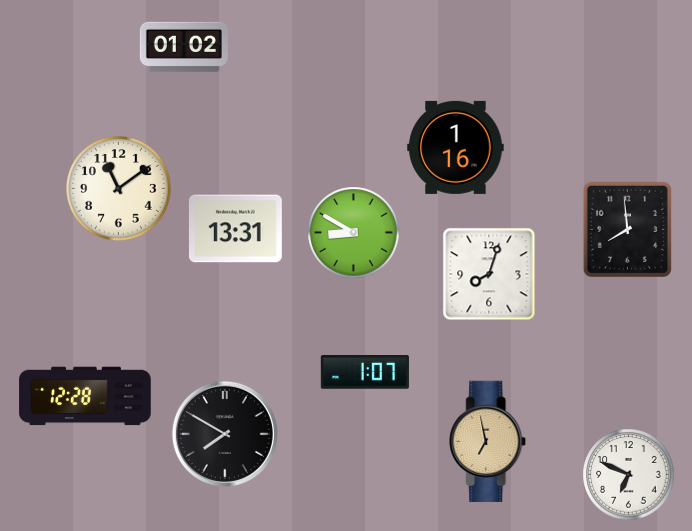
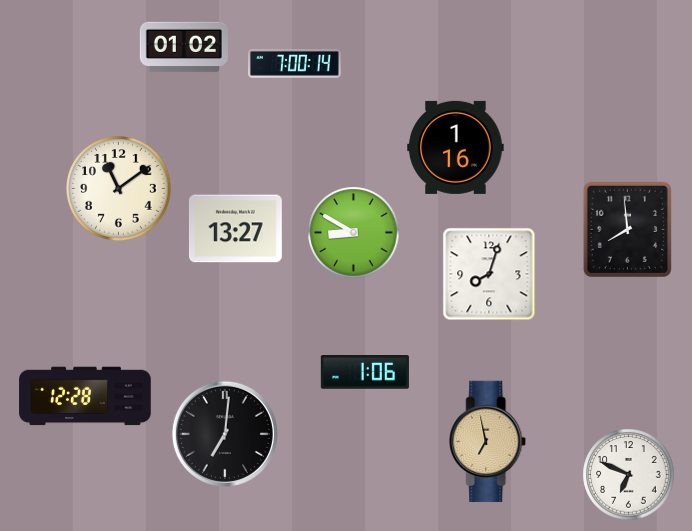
clock at (295, 63): none -> 7:00
clock at (235, 229): 13:31 -> 13:27
clock at (365, 372): 1:07 -> 1:06
clock at (225, 434): 7:50 -> 7:01
